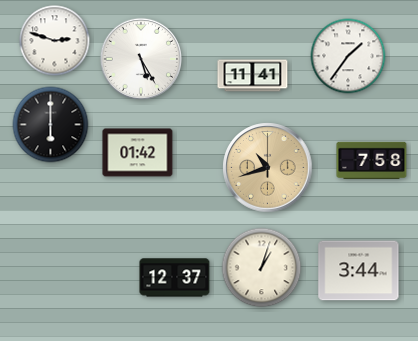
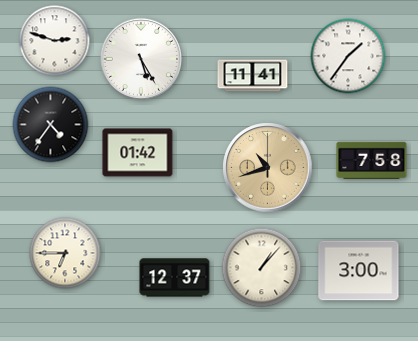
clock at (51, 125): 6:00 -> 4:36
clock at (65, 253): none -> 6:45
clock at (262, 268): 1:03 -> 1:07
clock at (359, 271): 3:44 -> 3:00
